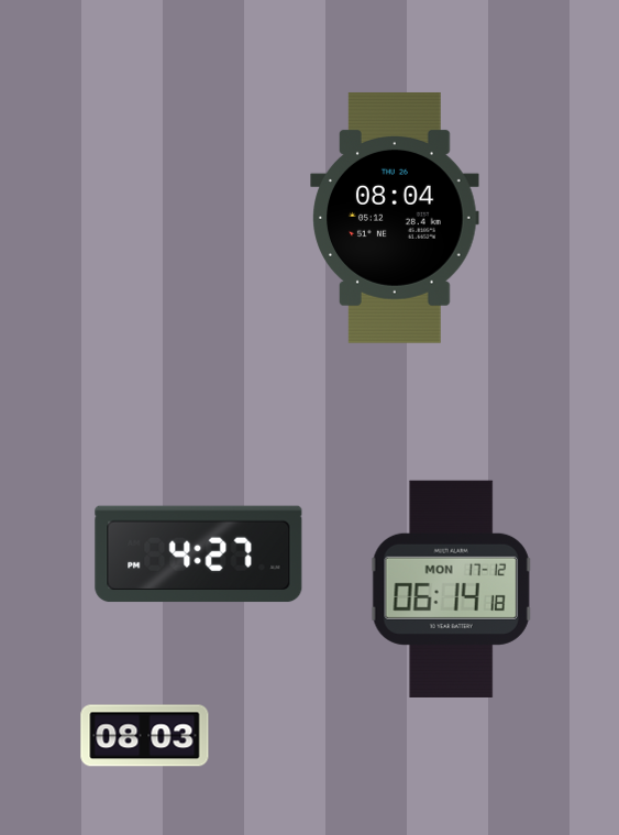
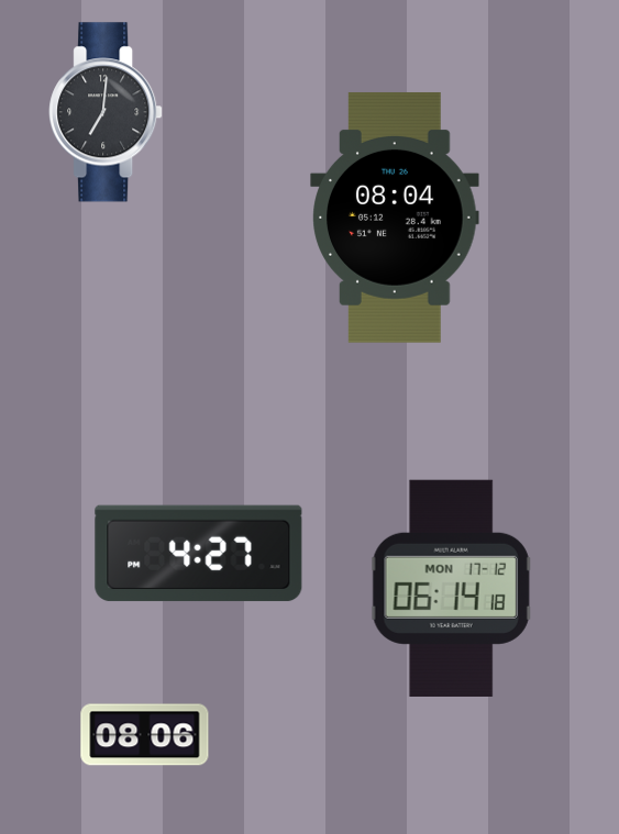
clock at (106, 112): none -> 7:01
clock at (145, 736): 08:03 -> 08:06
